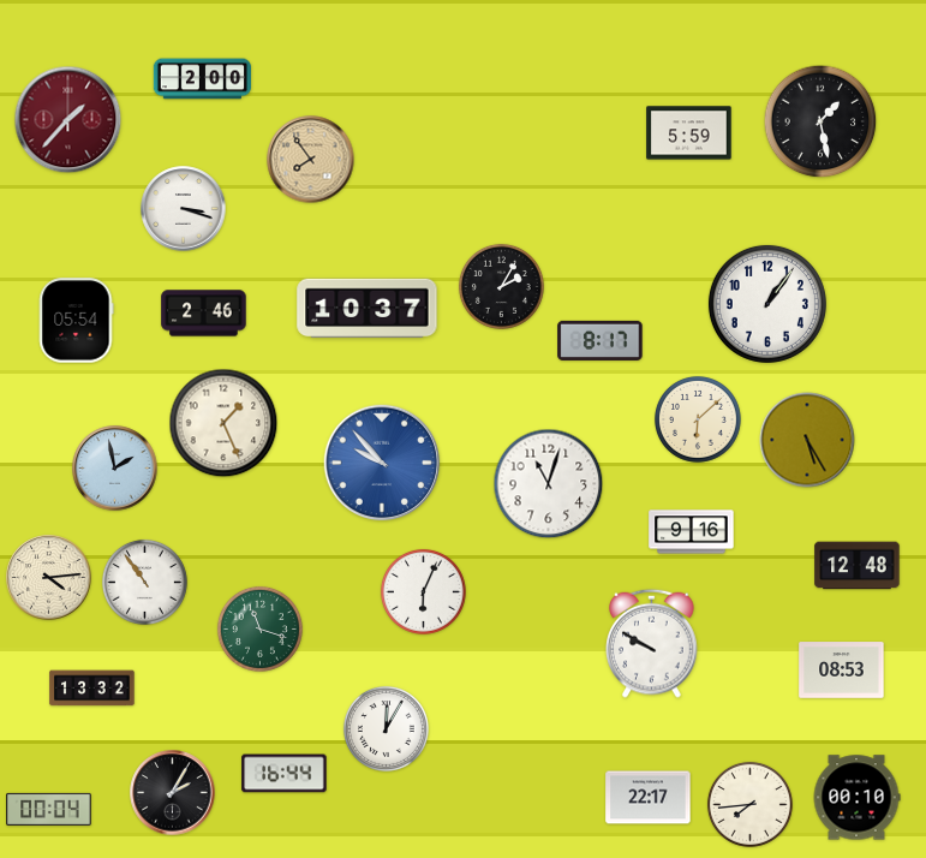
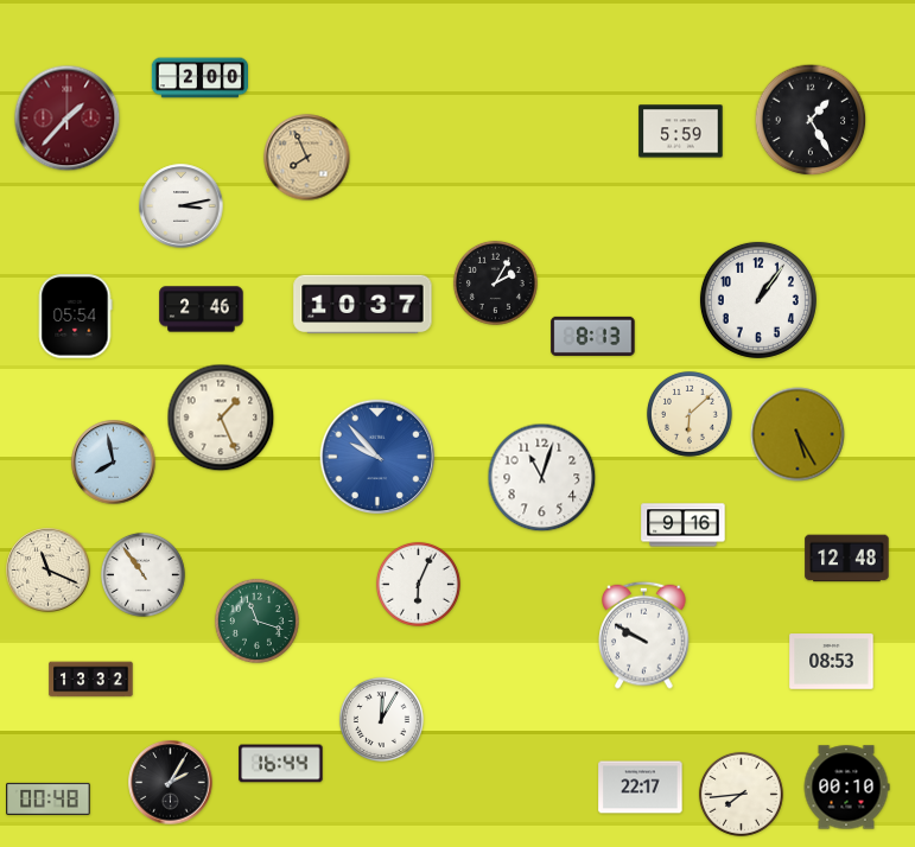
clock at (820, 121): 1:28 -> 1:25
clock at (311, 160): 7:54 -> 7:56
clock at (184, 209): 3:18 -> 3:13
clock at (601, 340): 8:17 -> 8:13
clock at (115, 469): 1:58 -> 7:58
clock at (49, 578): 4:14 -> 11:19
clock at (49, 809): 00:04 -> 00:48
